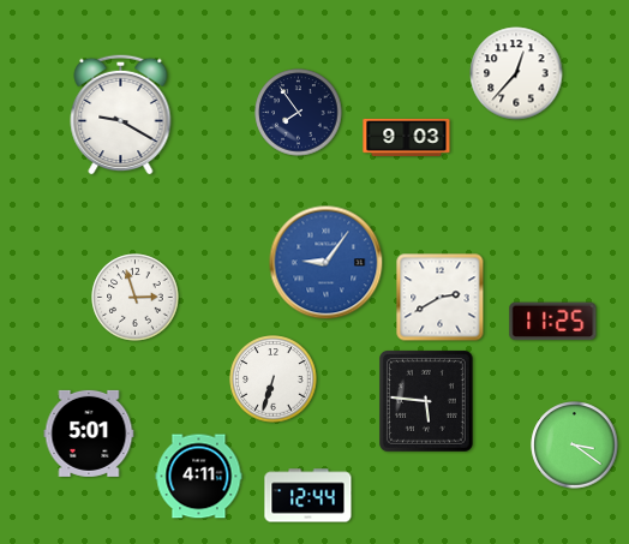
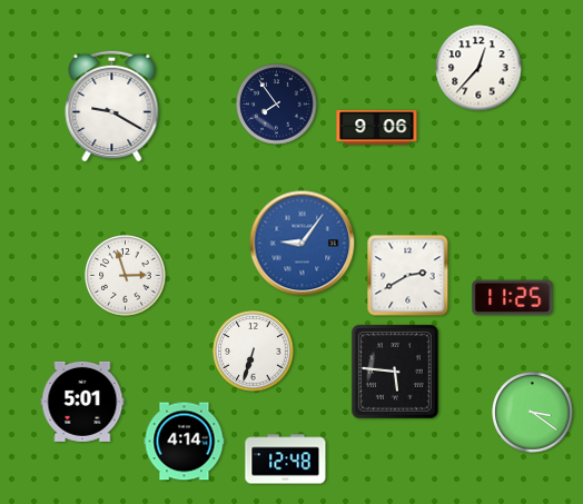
clock at (407, 137): 9:03 -> 9:06
clock at (199, 477): 4:11 -> 4:14
clock at (308, 496): 12:44 -> 12:48
